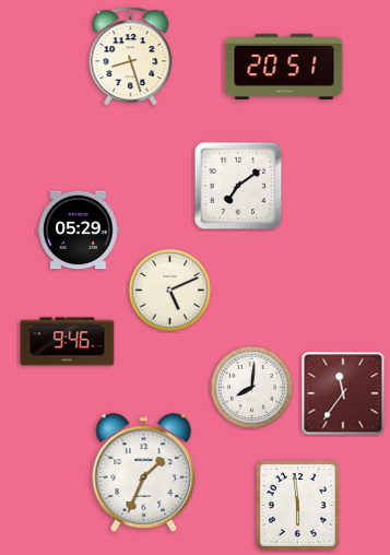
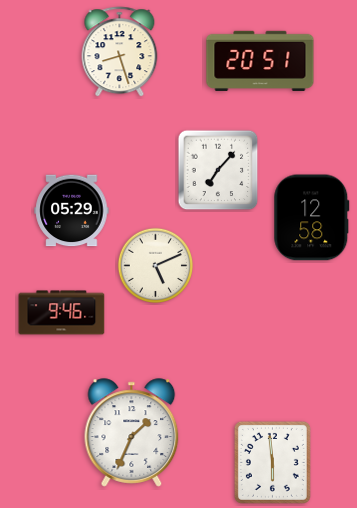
clock at (238, 186): 7:09 -> 7:07
clock at (312, 218): none -> 12:58
clock at (251, 387): 8:01 -> none
clock at (343, 393): 11:36 -> none
